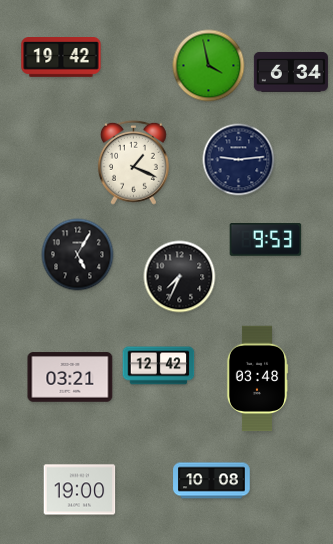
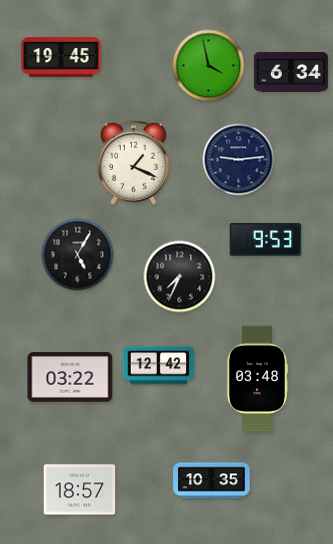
clock at (61, 58): 19:42 -> 19:45
clock at (70, 377): 03:21 -> 03:22
clock at (212, 481): 10:08 -> 10:35
clock at (80, 490): 19:00 -> 18:57
